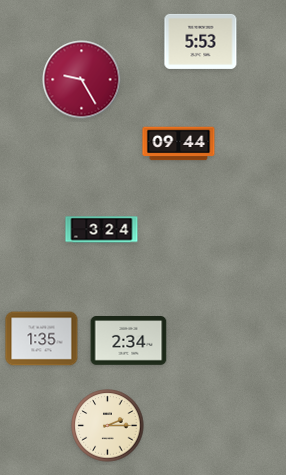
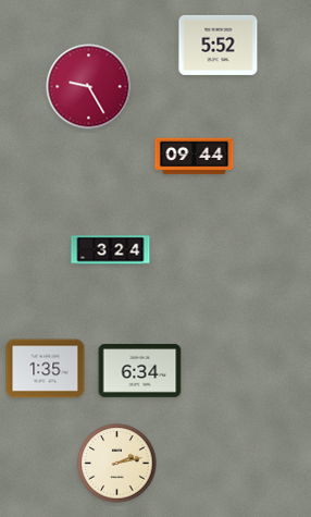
clock at (201, 41): 5:53 -> 5:52
clock at (129, 341): 2:34 -> 6:34
clock at (108, 426): 2:15 -> 2:13
